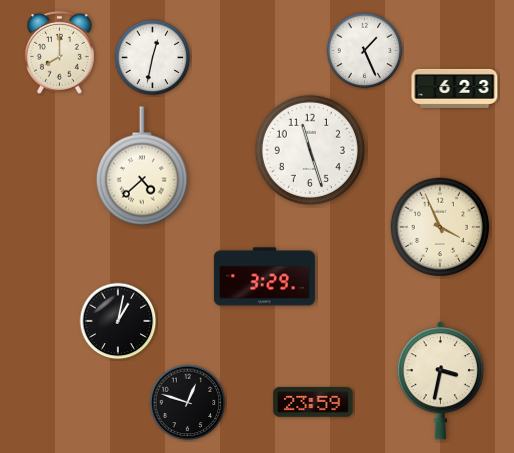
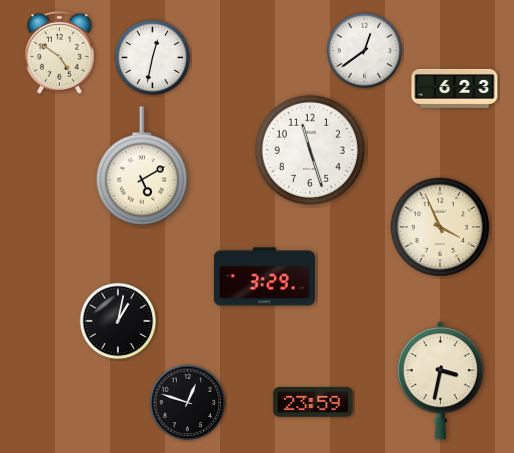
clock at (365, 51): 1:26 -> 12:39
clock at (59, 52): 8:00 -> 4:51
clock at (142, 166): 4:38 -> 5:10
